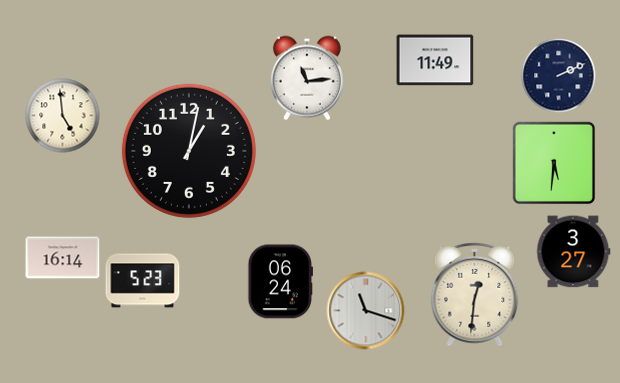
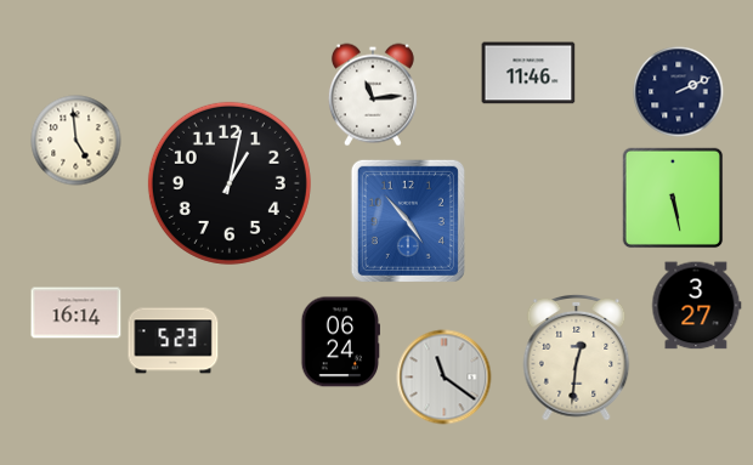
clock at (435, 60): 11:49 -> 11:46
clock at (554, 163): 5:31 -> 5:28
clock at (408, 221): none -> 4:53
clock at (366, 311): 11:18 -> 11:21
